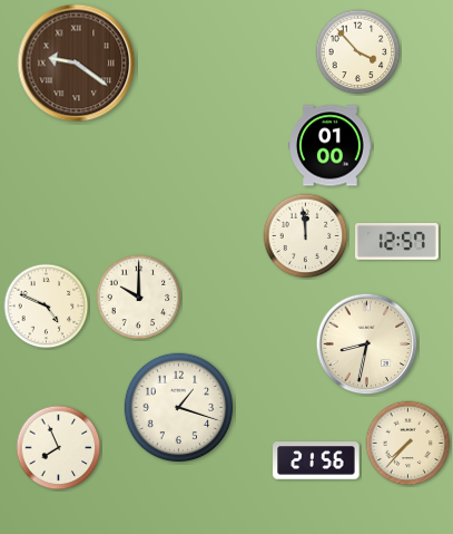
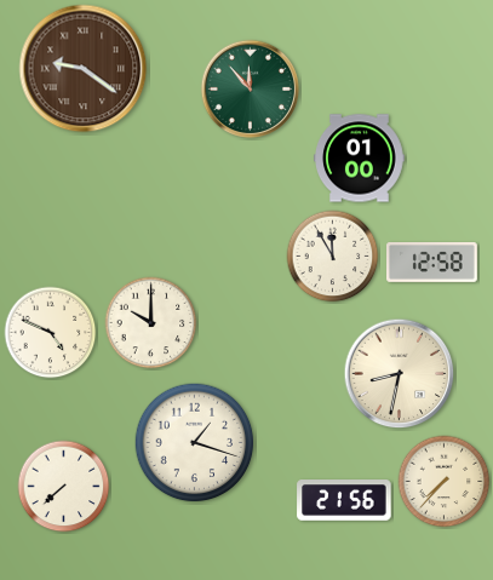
clock at (358, 52): 3:53 -> none
clock at (251, 90): none -> 11:53
clock at (306, 236): 11:59 -> 11:55
clock at (397, 242): 12:57 -> 12:58
clock at (59, 448): 7:56 -> 7:38
